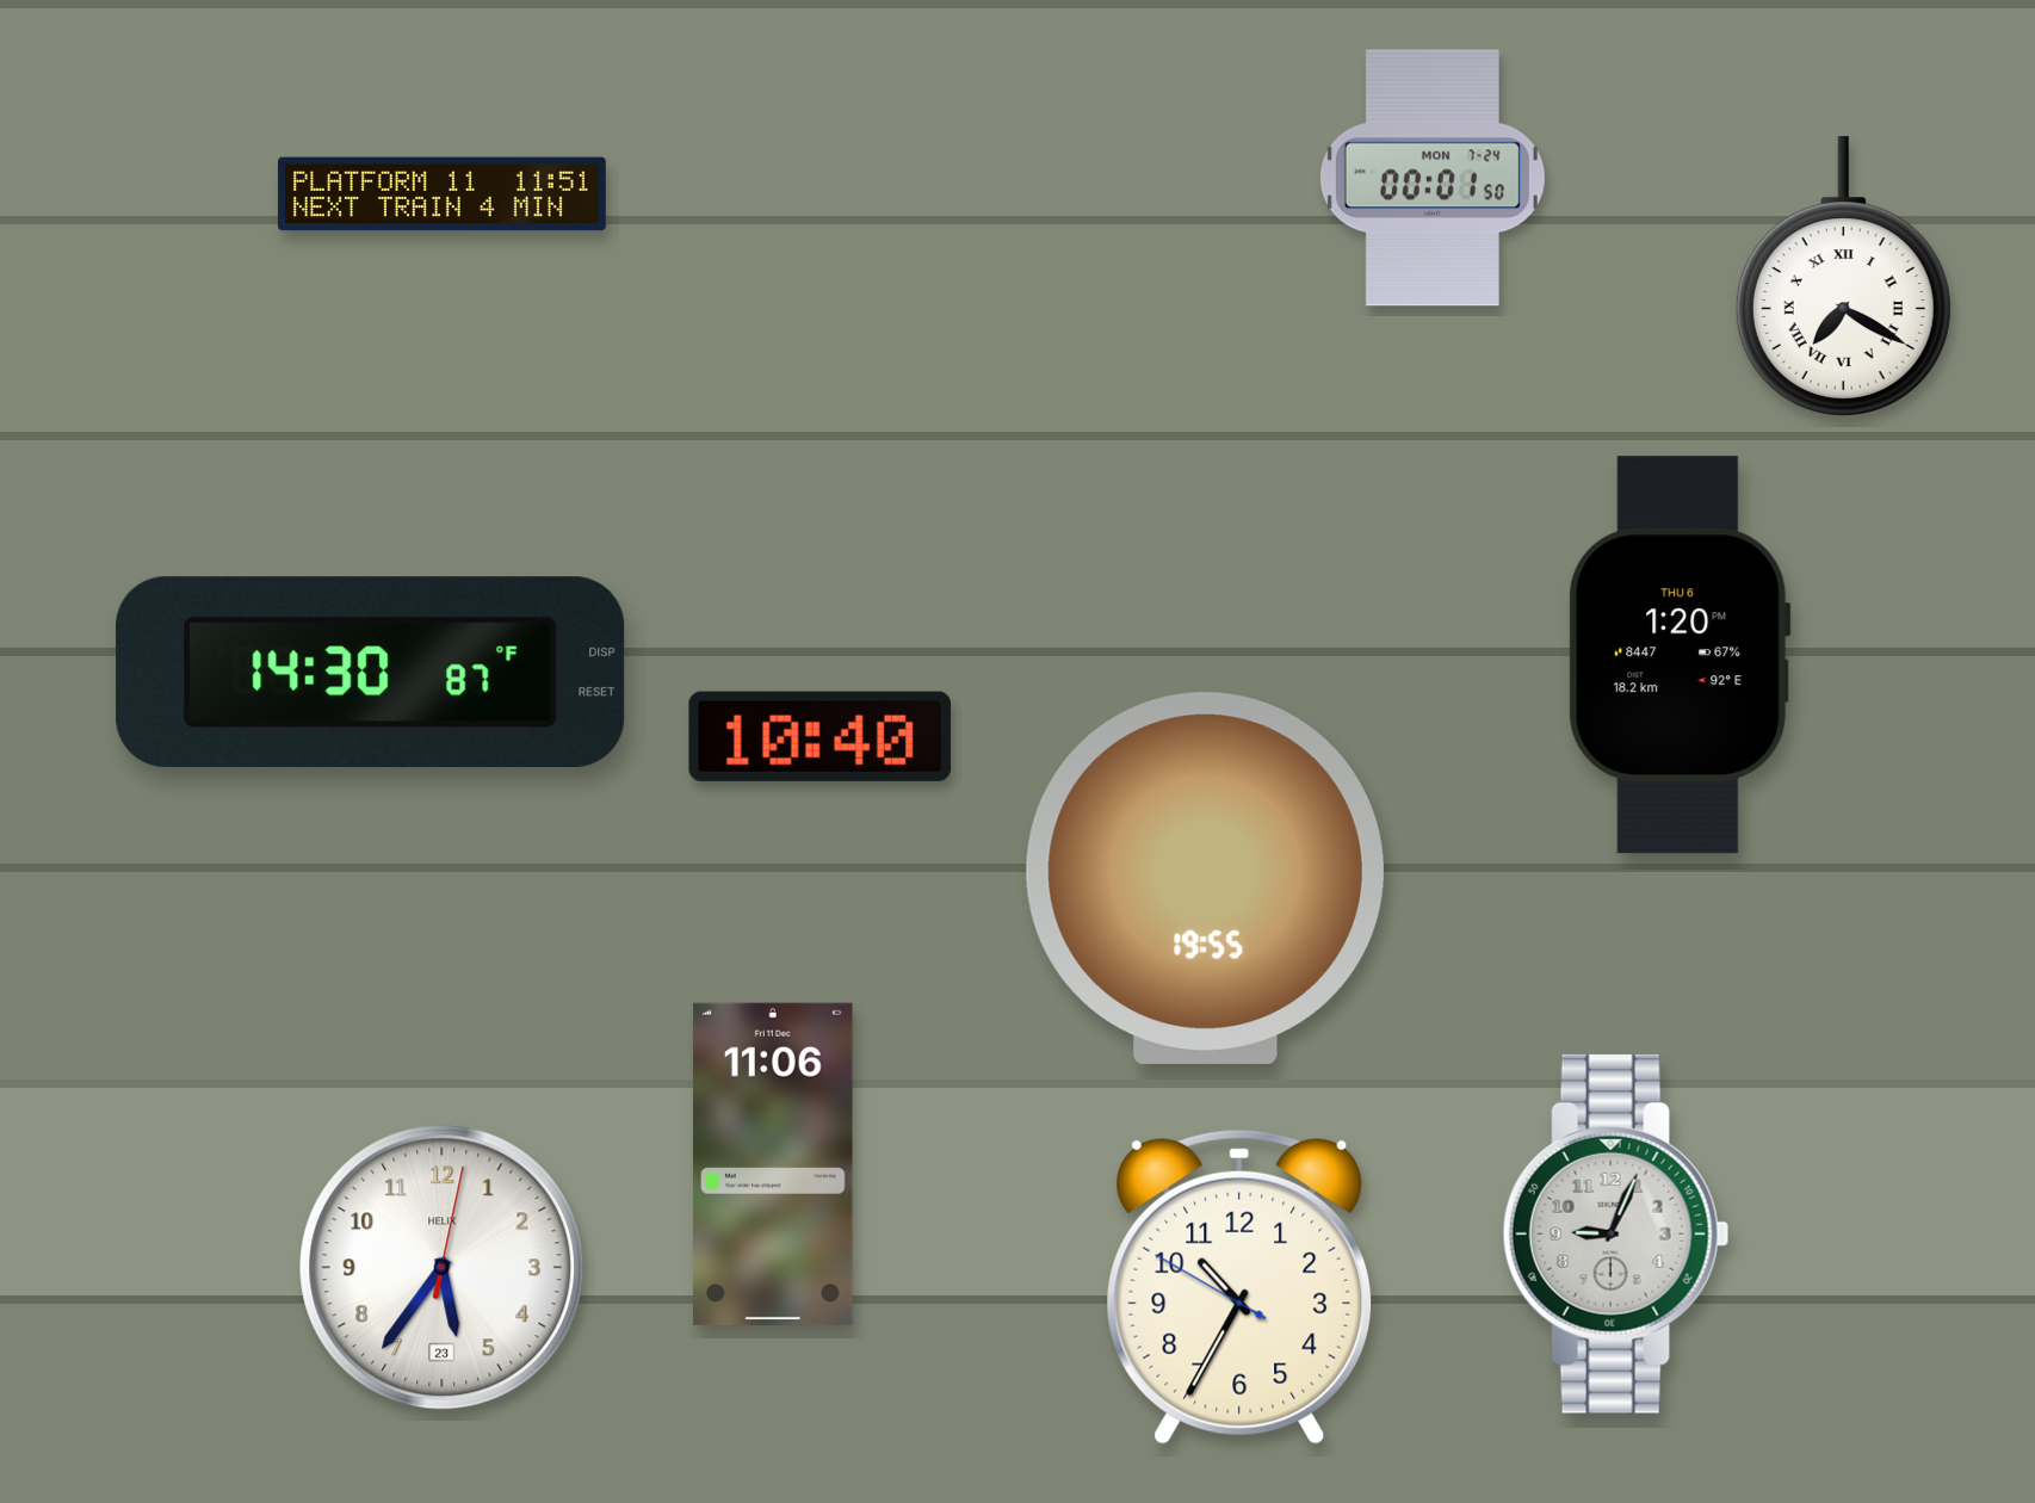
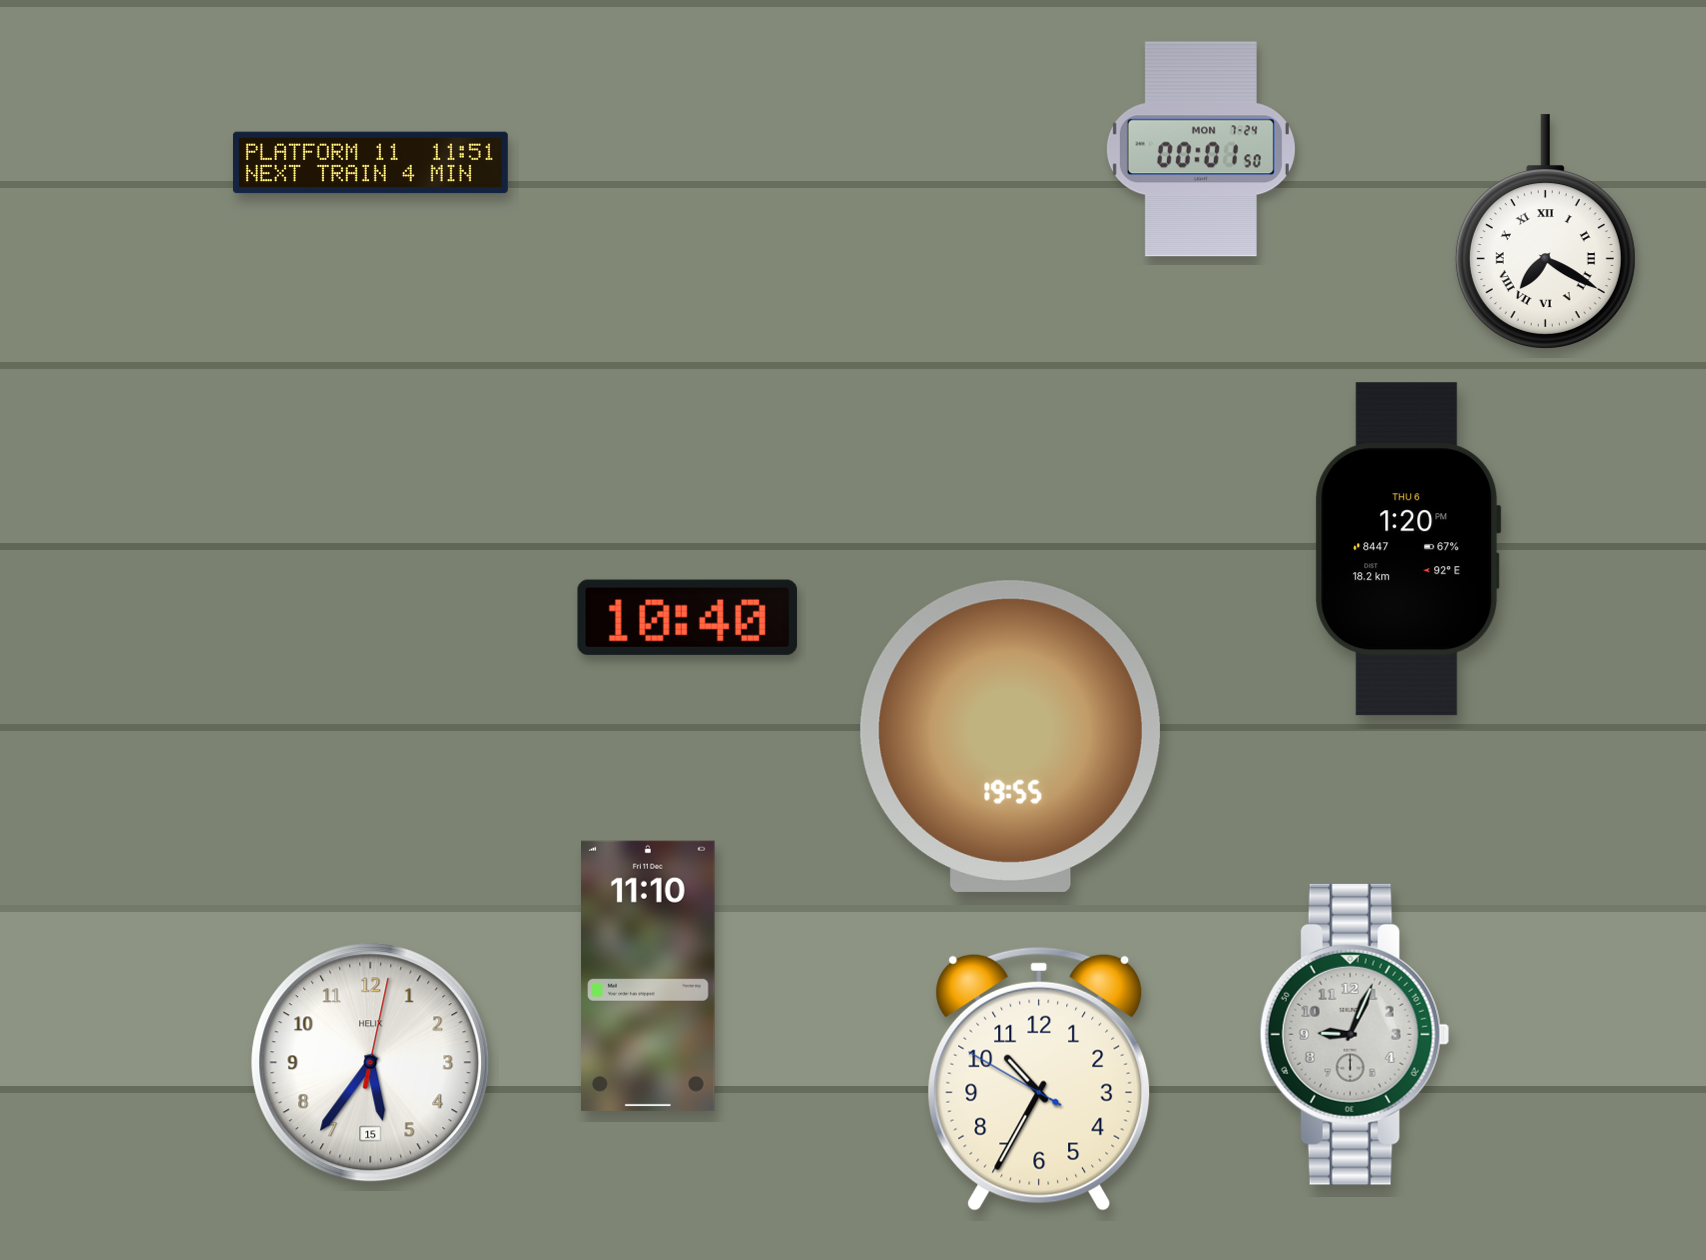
clock at (371, 672): 14:30 -> none
clock at (774, 1164): 11:06 -> 11:10
clock at (443, 1268) date: 23 -> 15
